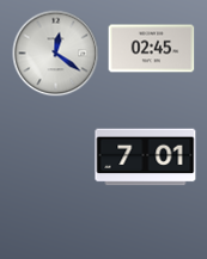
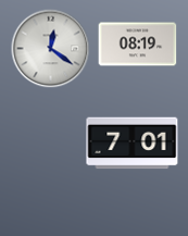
clock at (152, 49): 02:45 -> 08:19
